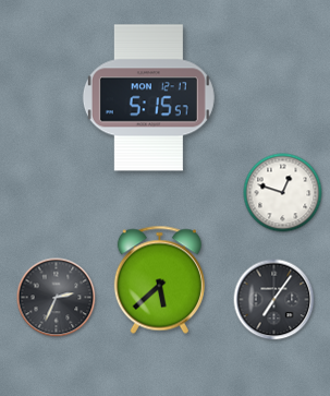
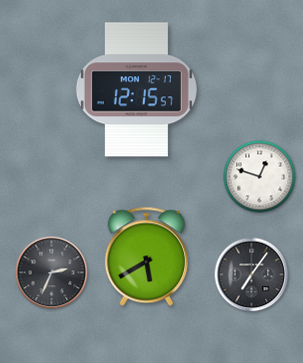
clock at (148, 98): 5:15 -> 12:15
clock at (159, 280): 5:38 -> 5:40
